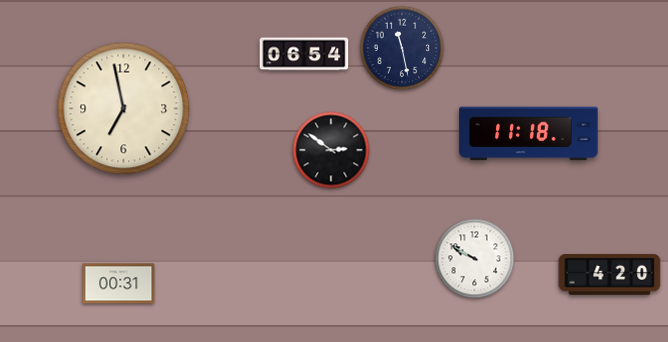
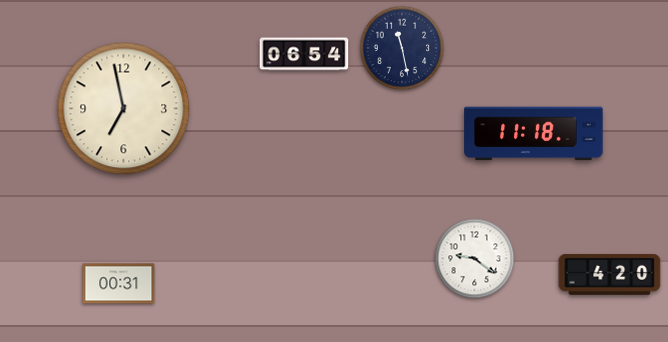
clock at (529, 134) position: (529, 134) -> (534, 134)
clock at (331, 150): 2:51 -> none
clock at (475, 259): 9:50 -> 9:21
